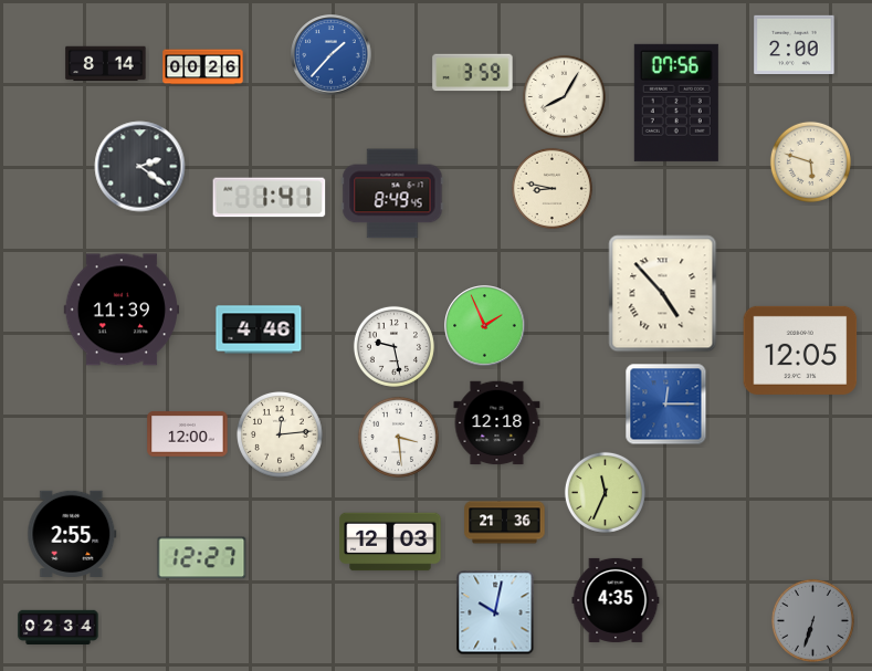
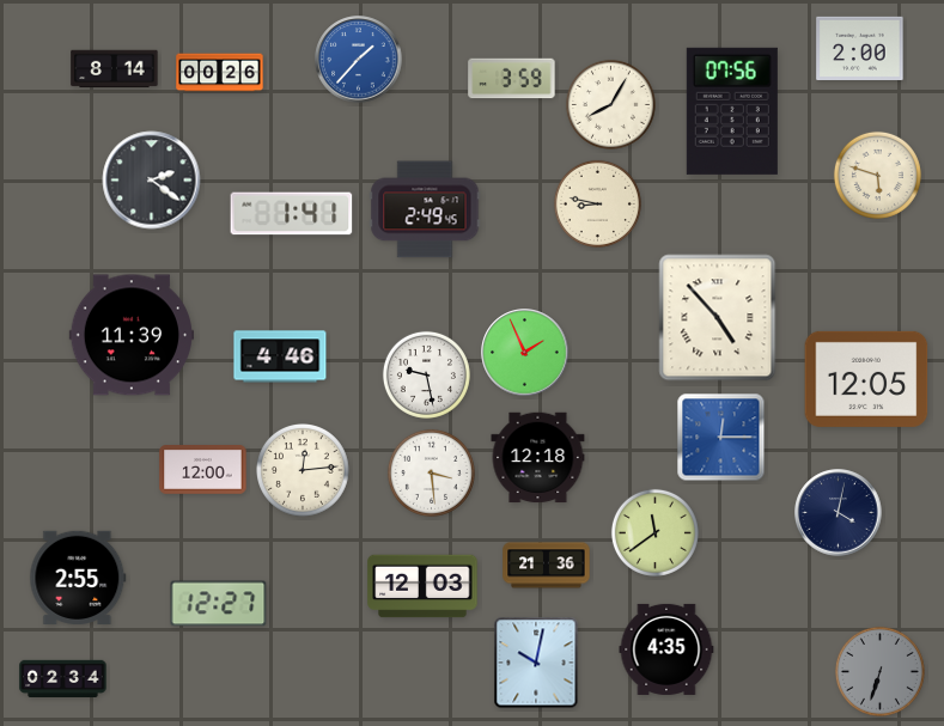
clock at (392, 193): 8:49 -> 2:49
clock at (839, 513): none -> 4:02
clock at (605, 492): 11:34 -> 11:39
